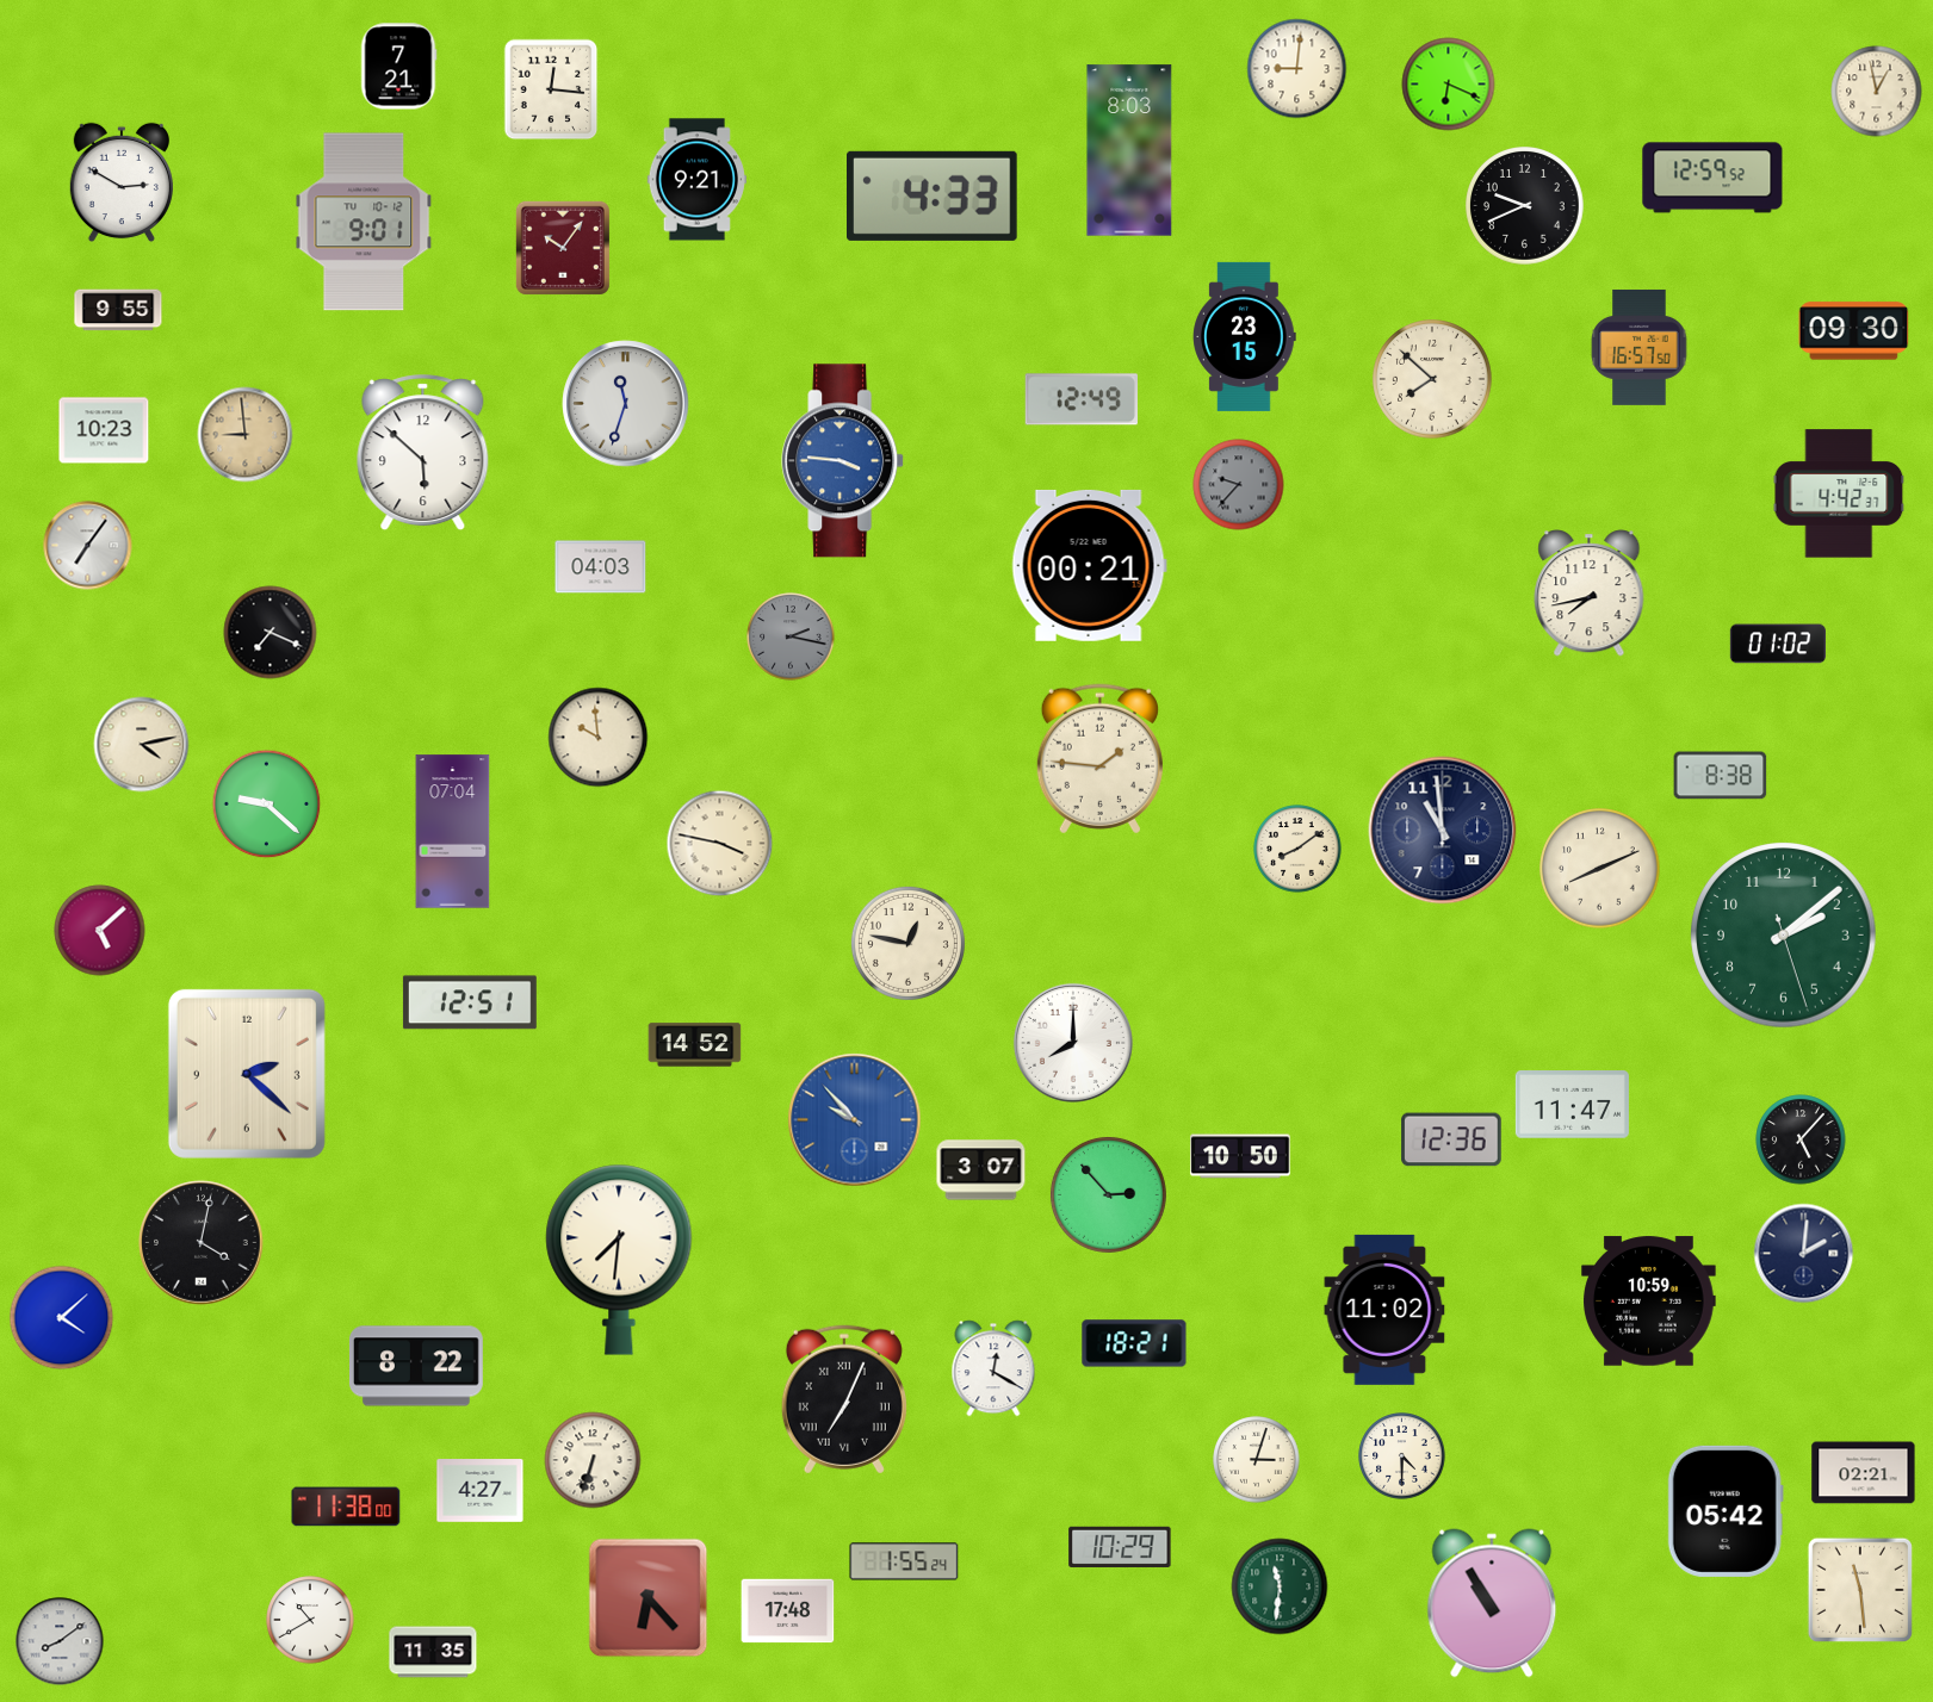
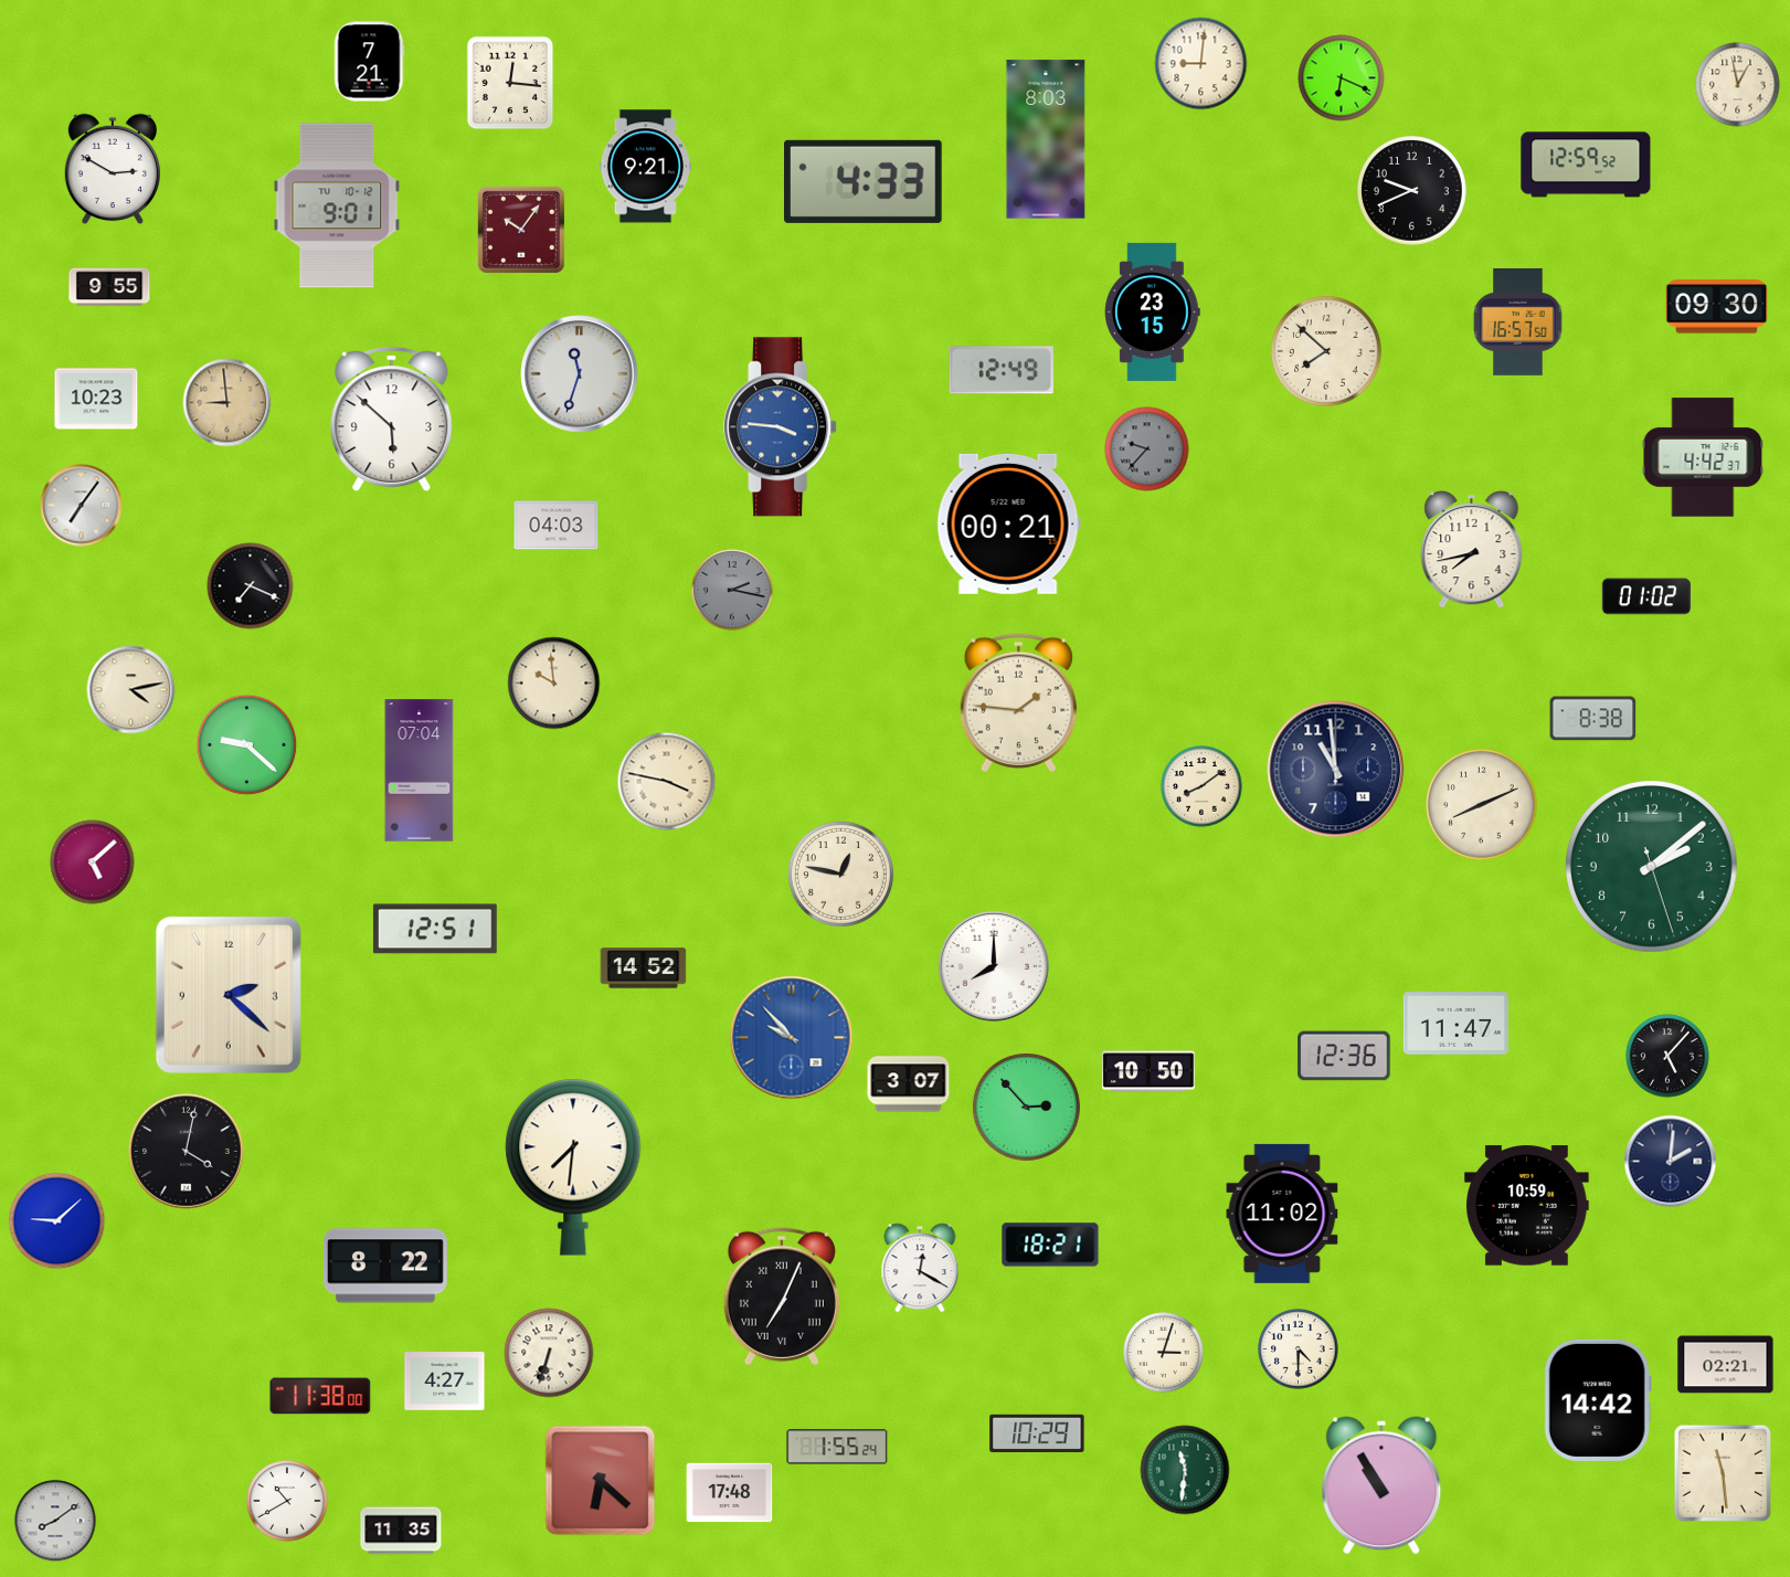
clock at (62, 1318): 4:08 -> 9:08
clock at (1726, 1511): 05:42 -> 14:42
clock at (649, 1598): 6:23 -> 6:22
